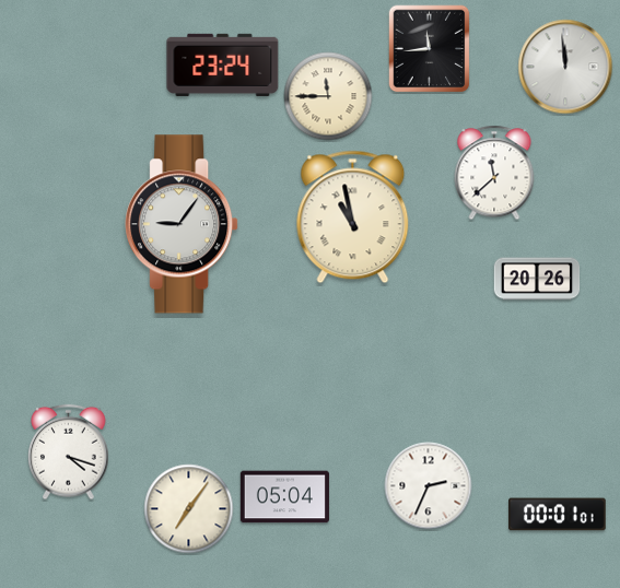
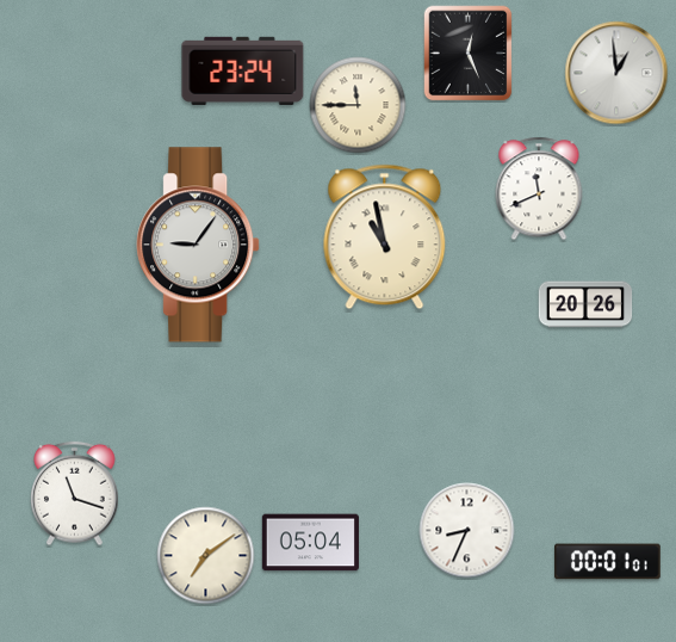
clock at (430, 49): 11:44 -> 12:26
clock at (565, 67): 11:59 -> 12:59
clock at (494, 173): 11:38 -> 11:41
clock at (69, 452): 4:18 -> 11:18
clock at (429, 486): 2:34 -> 8:34
clock at (189, 509): 7:06 -> 7:09
